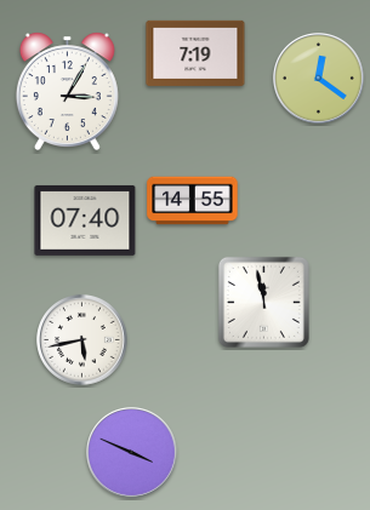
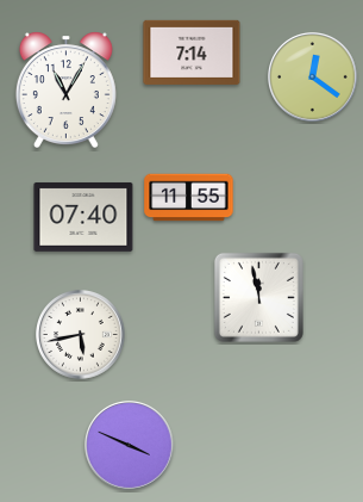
clock at (195, 53): 7:19 -> 7:14
clock at (67, 91): 3:05 -> 11:05
clock at (193, 201): 14:55 -> 11:55
